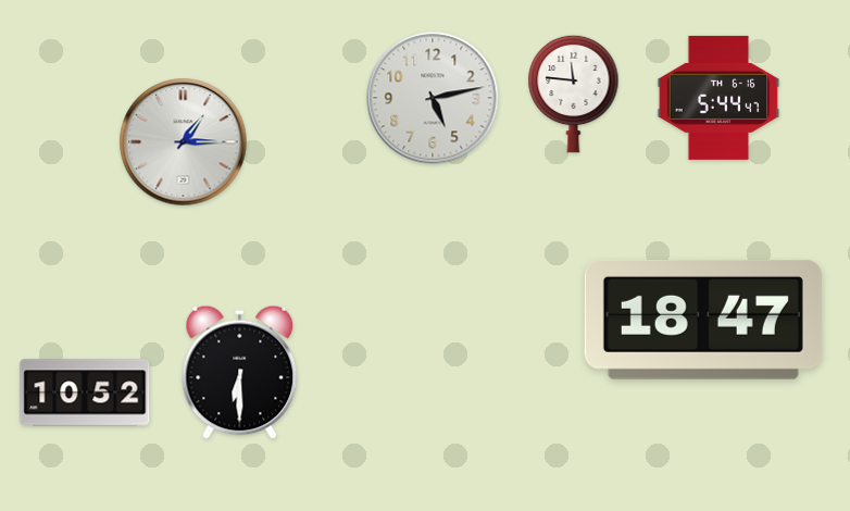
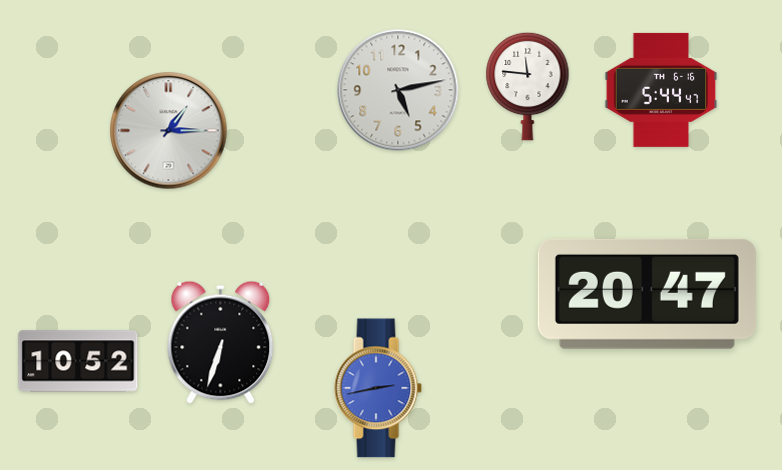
clock at (703, 320): 18:47 -> 20:47
clock at (240, 372): 6:30 -> 6:33
clock at (378, 388): none -> 2:43
